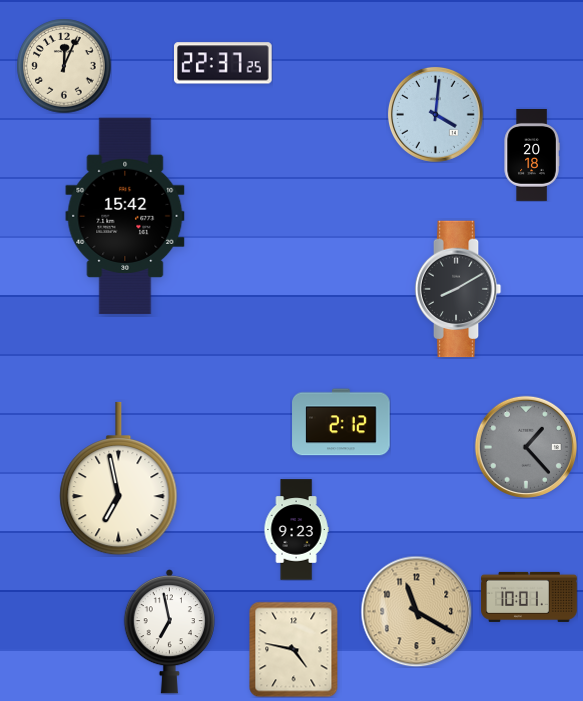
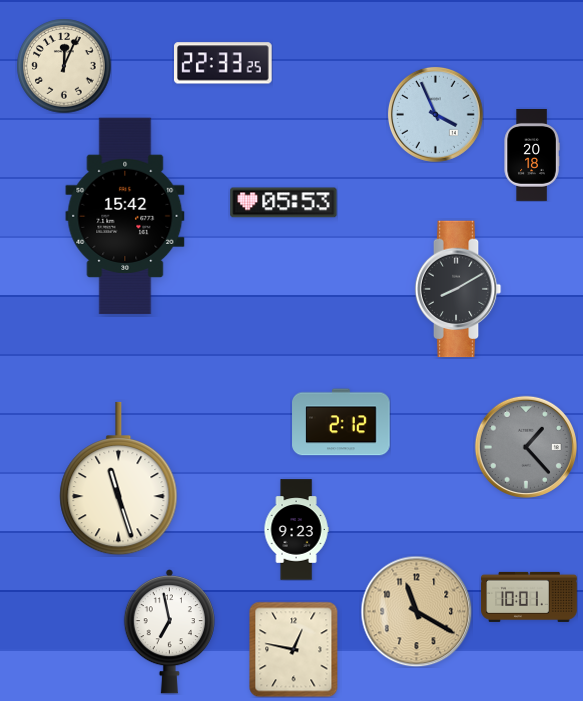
clock at (224, 63): 22:37 -> 22:33
clock at (435, 114): 4:01 -> 3:56
clock at (284, 203): none -> 05:53
clock at (119, 479): 6:58 -> 11:27
clock at (294, 649): 4:47 -> 12:47
